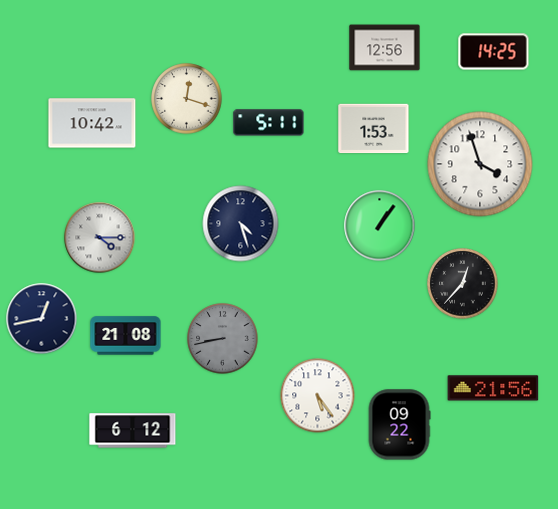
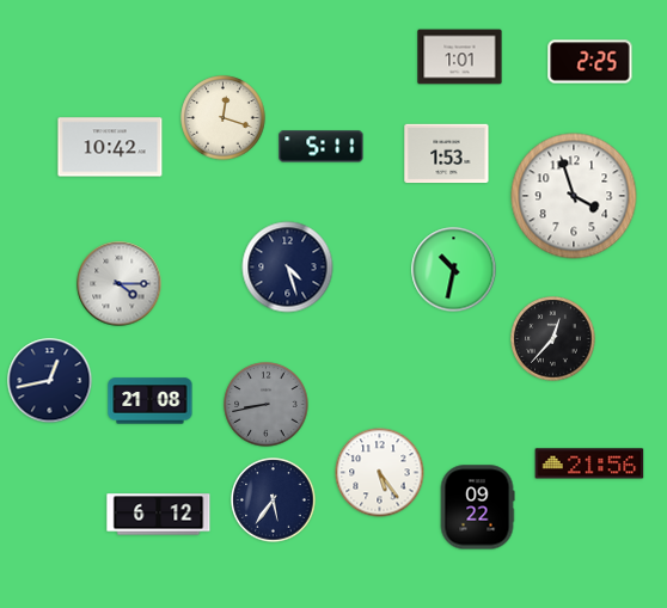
clock at (385, 48): 12:56 -> 1:01
clock at (494, 52): 14:25 -> 2:25
clock at (380, 226): 1:06 -> 10:32
clock at (274, 500): none -> 5:36
